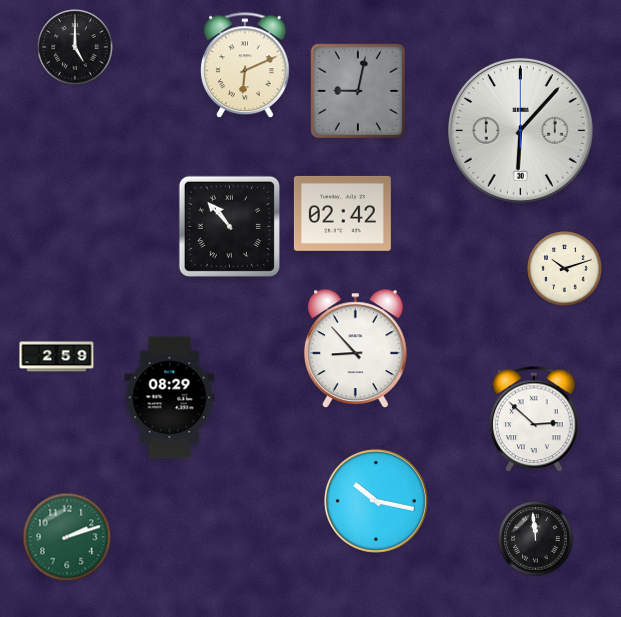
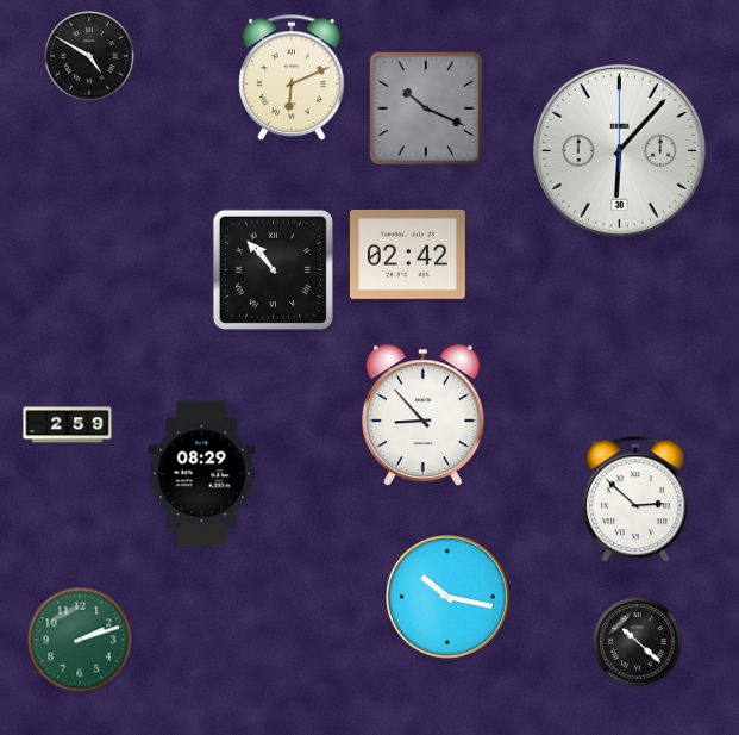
clock at (75, 47): 5:00 -> 4:50
clock at (358, 91): 9:02 -> 10:19
clock at (520, 130) position: (520, 130) -> (619, 150)
clock at (565, 269): 10:12 -> none
clock at (536, 539): 11:59 -> 10:22
